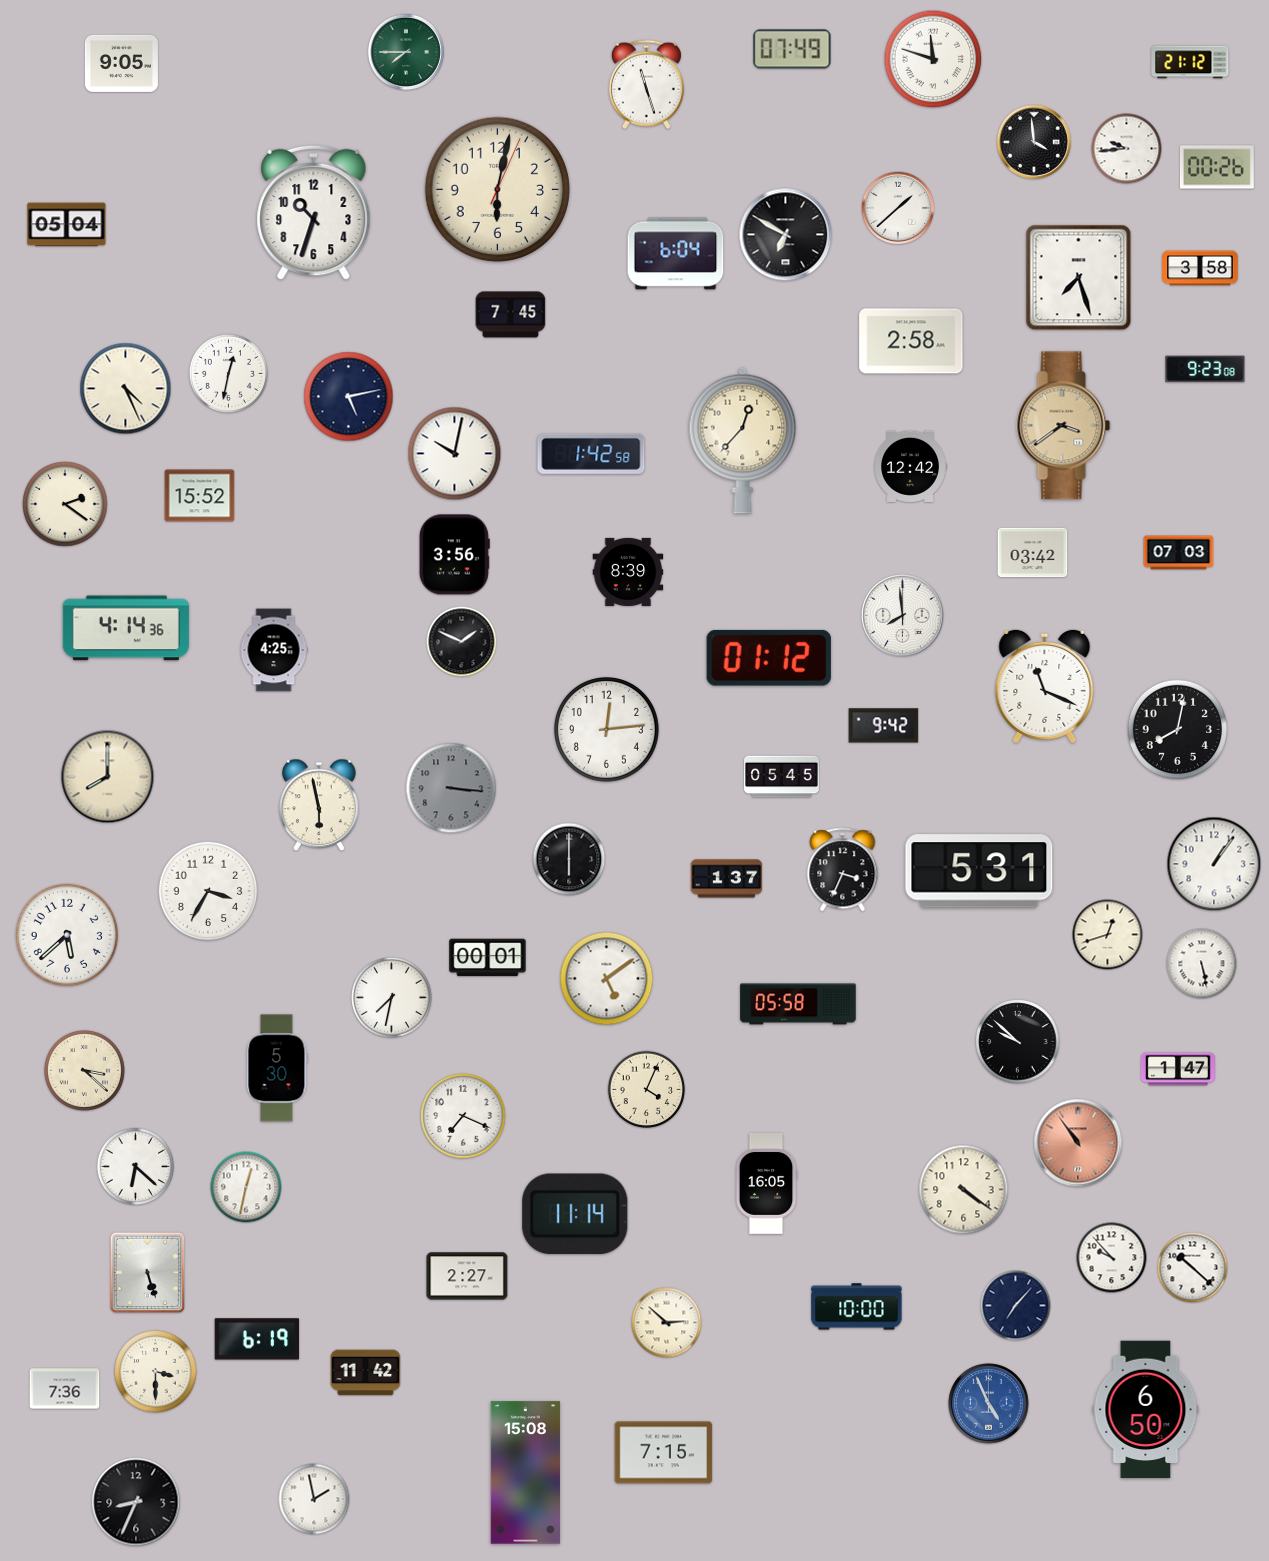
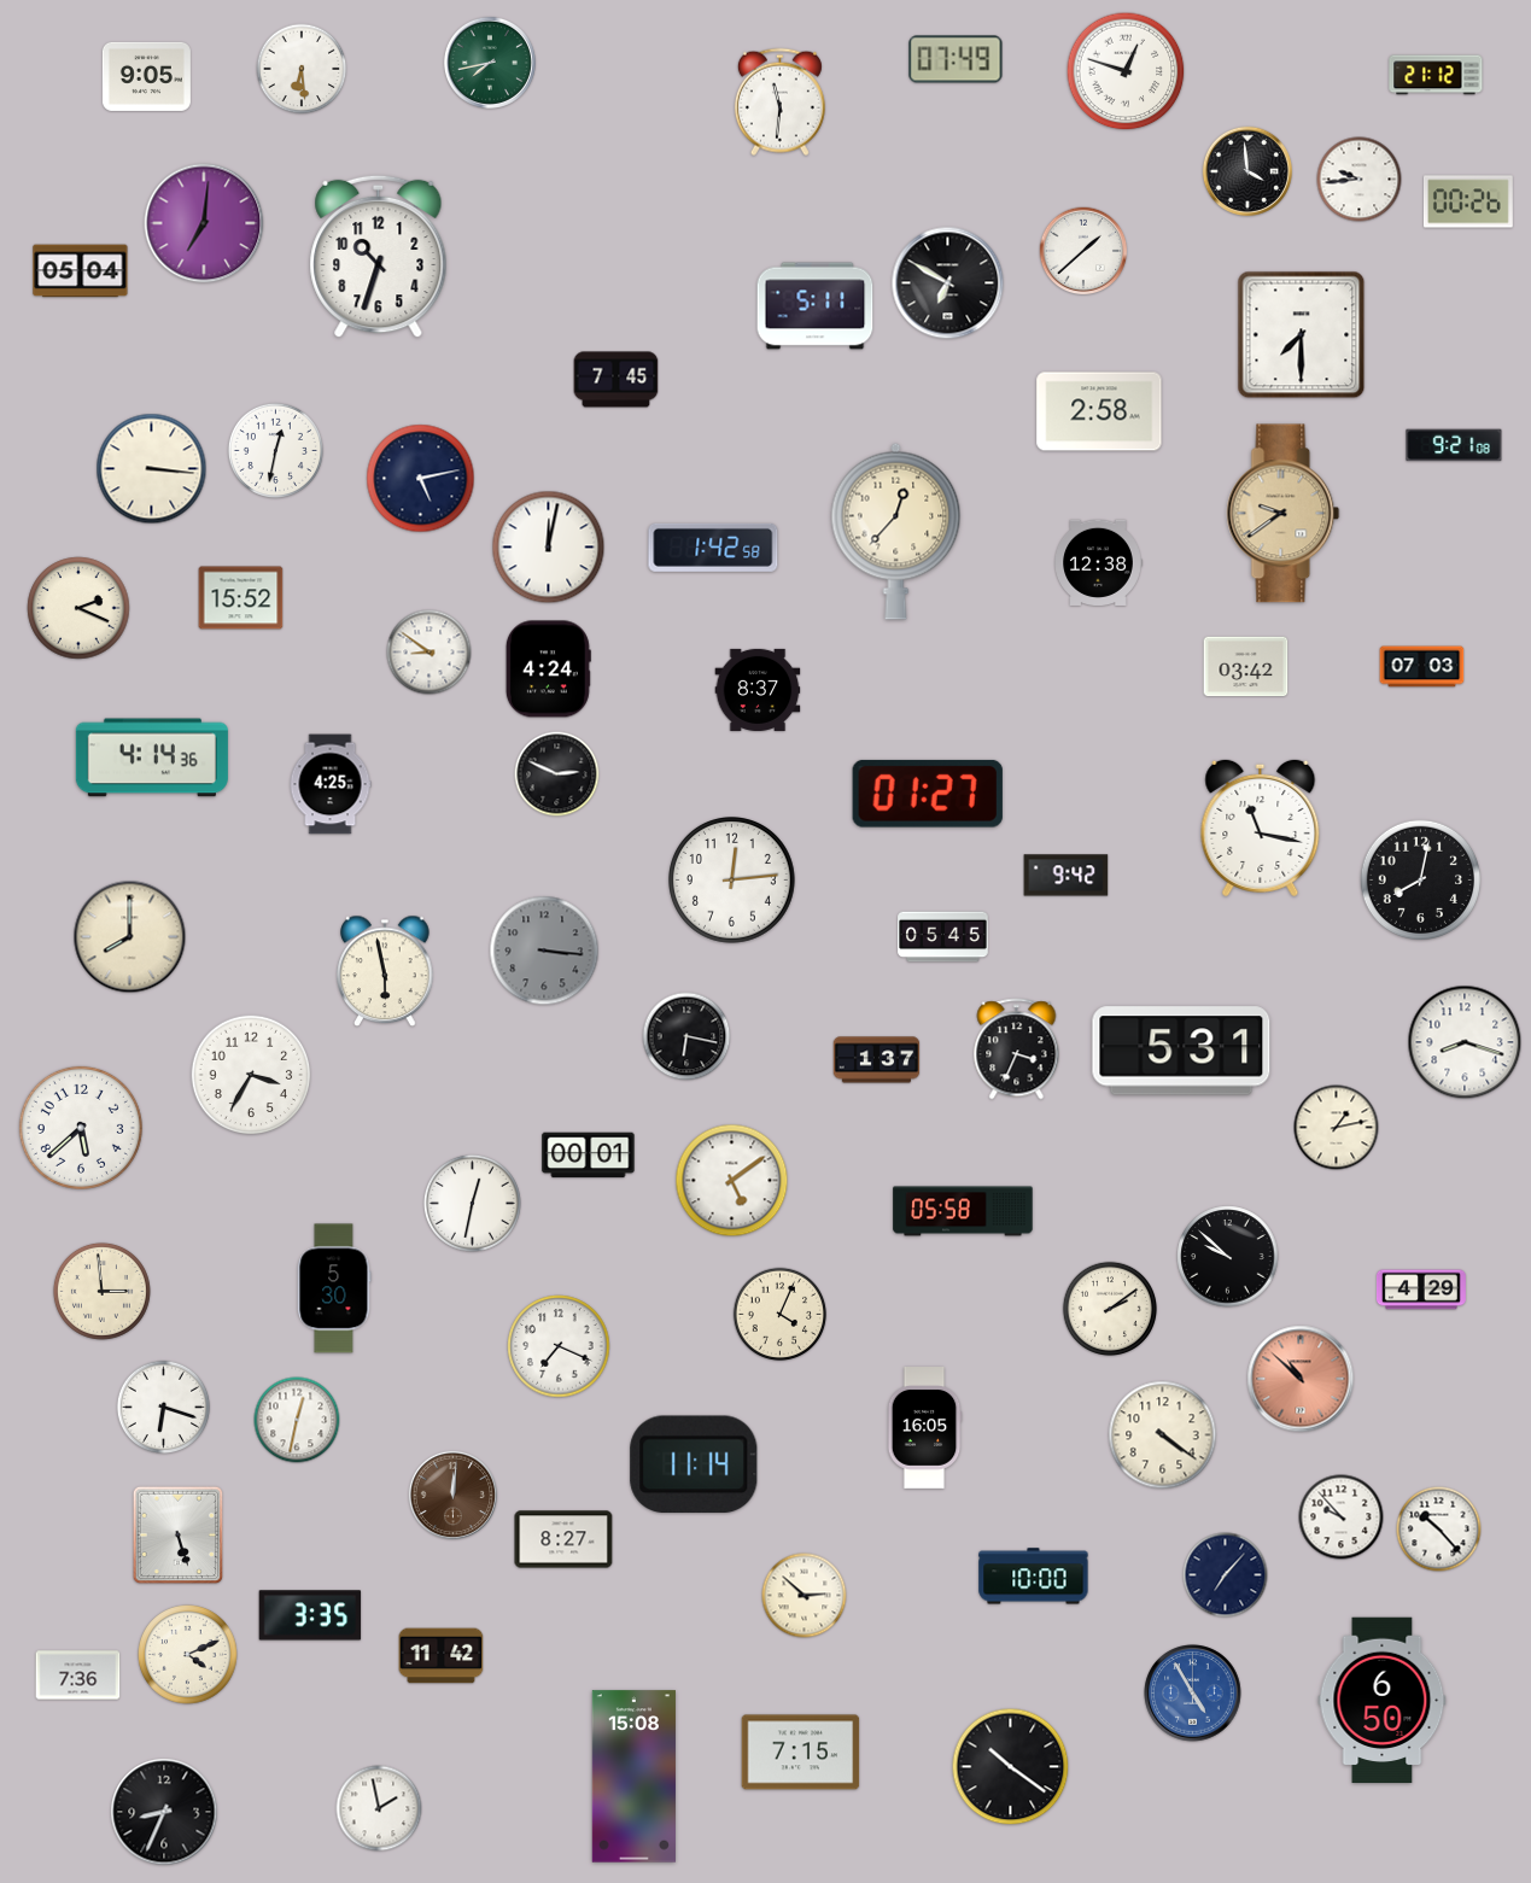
clock at (406, 52): 7:45 -> 7:43
clock at (302, 69): none -> 6:29
clock at (933, 59): 11:48 -> 12:48
clock at (646, 85): 11:27 -> 11:31
clock at (204, 223): none -> 7:01
clock at (497, 189): 6:02 -> none
clock at (676, 254): 6:04 -> 5:11
clock at (1200, 268): 3:58 -> none
clock at (1079, 278): 7:27 -> 7:30
clock at (1205, 369): 9:23 -> 9:21
clock at (126, 389): 4:26 -> 3:16
clock at (1064, 426): 3:39 -> 9:39
clock at (455, 454): 10:02 -> 12:02
clock at (910, 466): 12:42 -> 12:38
clock at (65, 504): 2:21 -> 2:19
clock at (430, 653): none -> 8:51
clock at (454, 555): 3:56 -> 4:24
clock at (628, 572): 8:39 -> 8:37
clock at (903, 616): 7:59 -> none
clock at (462, 642): 1:49 -> 2:49
clock at (769, 658): 01:12 -> 01:27
clock at (1045, 686): 11:19 -> 11:17
clock at (569, 859): 6:00 -> 6:17
clock at (1214, 864): 1:06 -> 8:18
clock at (1108, 935): 12:42 -> 1:13
clock at (1202, 964): 5:28 -> none
clock at (391, 997): 7:32 -> 12:32
clock at (1178, 1069): 1:47 -> 4:29
clock at (84, 1070): 3:22 -> 2:59
clock at (1109, 1308): none -> 2:09
clock at (1078, 1143): 10:54 -> 10:52
clock at (136, 1167): 6:22 -> 6:18
clock at (246, 1187) position: (246, 1187) -> (297, 1420)
clock at (454, 1496): none -> 12:01
clock at (1193, 1268): 10:22 -> 10:23
clock at (467, 1276): 2:27 -> 8:27
clock at (257, 1339): 6:19 -> 3:35
clock at (156, 1372): 3:30 -> 4:11
clock at (989, 1404): 4:56 -> 4:55
clock at (1011, 1767): none -> 10:21
